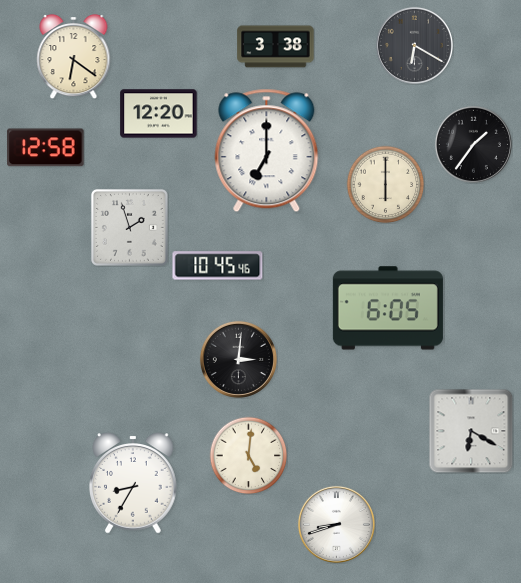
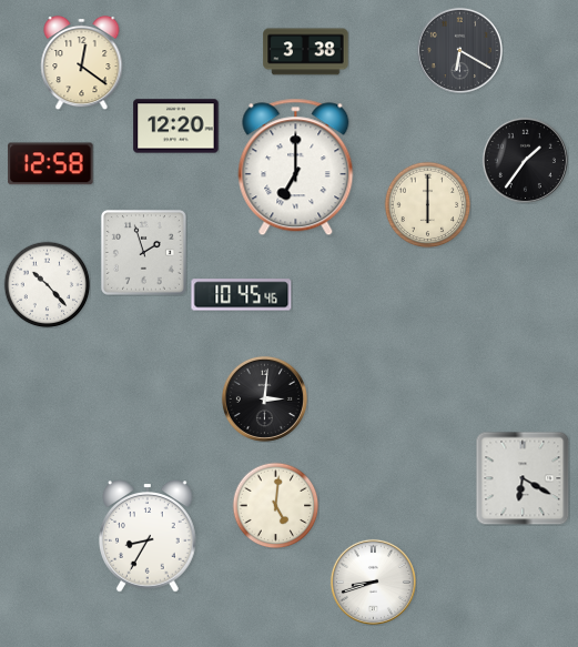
clock at (74, 56): 6:21 -> 12:21
clock at (47, 284): none -> 10:23
clock at (388, 308): 6:05 -> none
